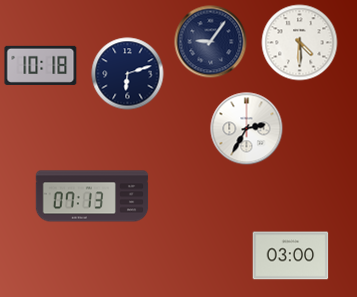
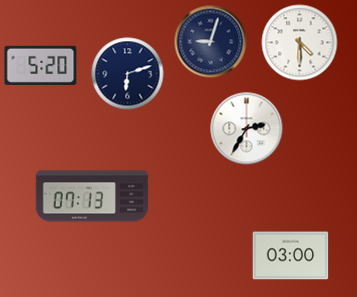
clock at (211, 42): 9:06 -> 9:03
clock at (41, 65): 10:18 -> 5:20
